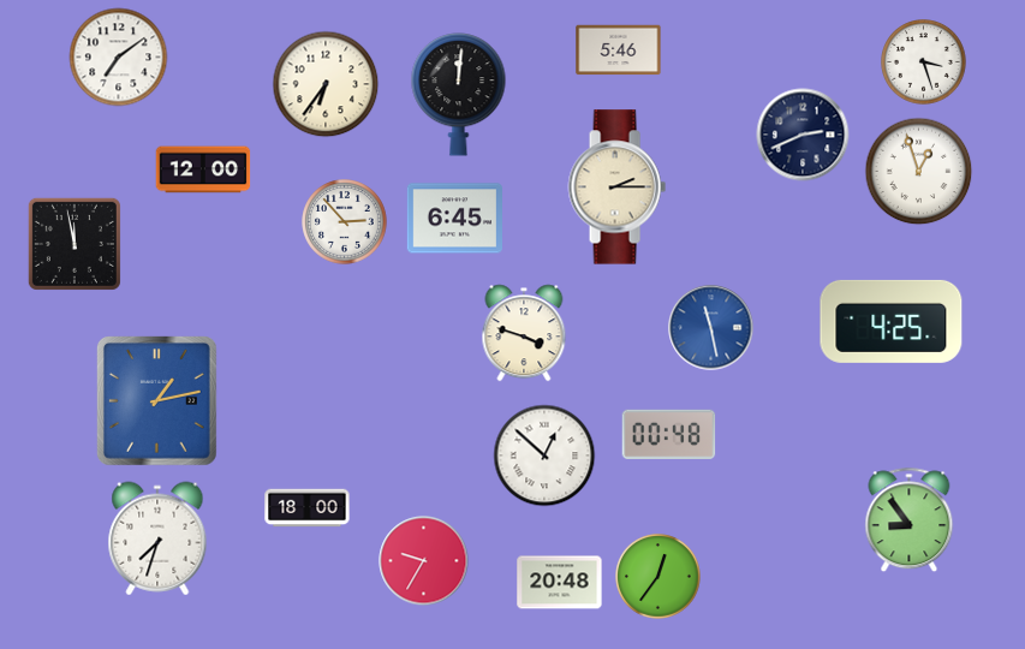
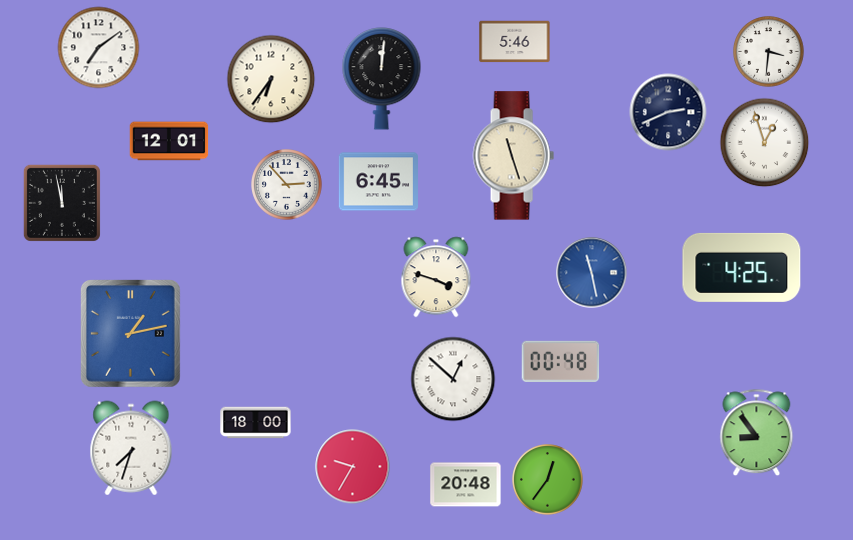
clock at (924, 62): 3:27 -> 3:31
clock at (326, 84) position: (326, 84) -> (271, 79)
clock at (203, 169): 12:00 -> 12:01
clock at (616, 187): 2:15 -> 11:27
clock at (669, 434) position: (669, 434) -> (561, 361)
